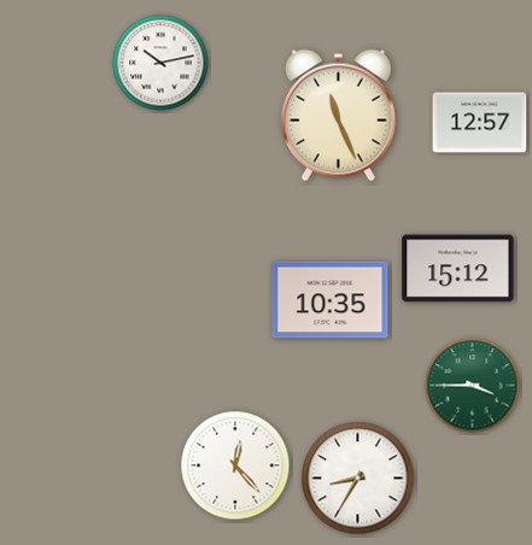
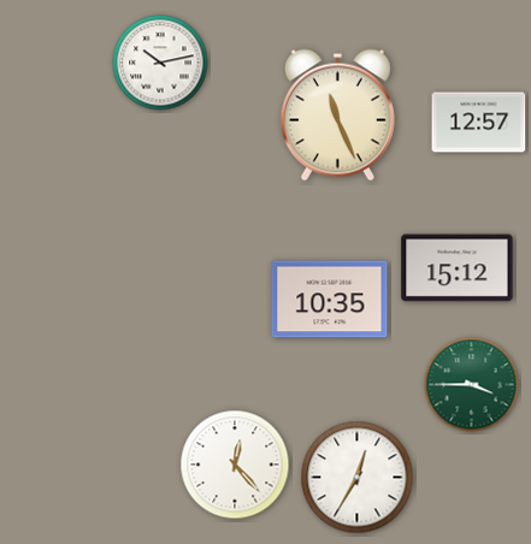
clock at (358, 479): 8:35 -> 12:35
